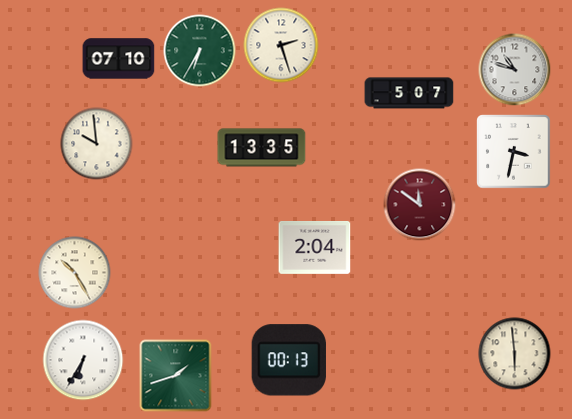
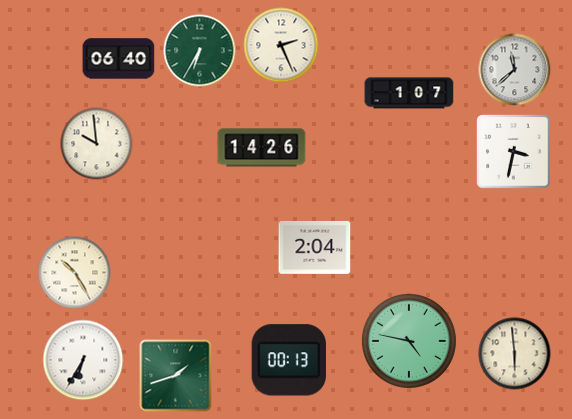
clock at (281, 45): 2:27 -> 2:26
clock at (119, 59): 07:10 -> 06:40
clock at (515, 70): 10:48 -> 11:38
clock at (409, 93): 5:07 -> 1:07
clock at (262, 148): 13:35 -> 14:26
clock at (420, 205): 11:51 -> none
clock at (409, 341): none -> 4:47
